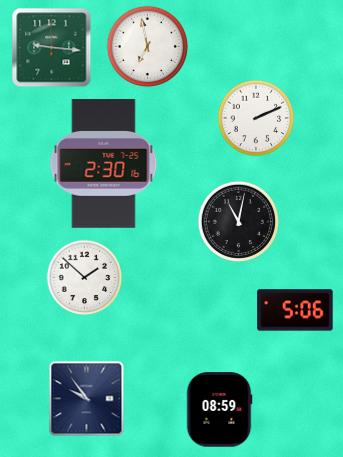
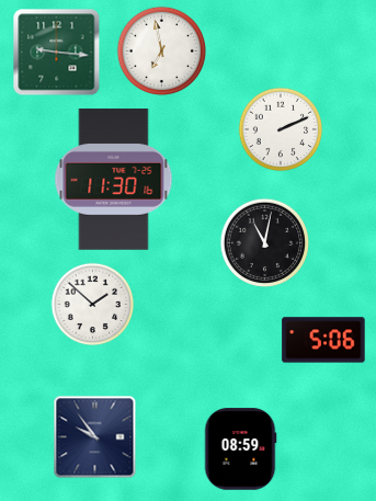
clock at (104, 164): 2:30 -> 11:30
clock at (239, 222) position: (239, 222) -> (265, 243)
